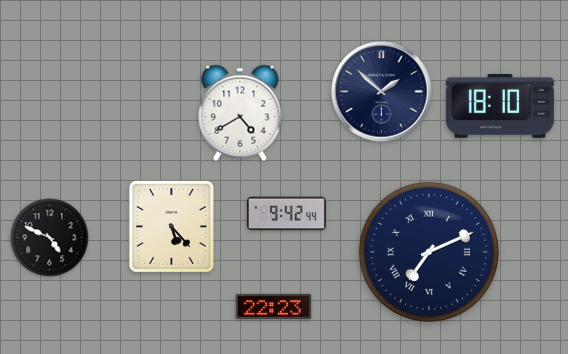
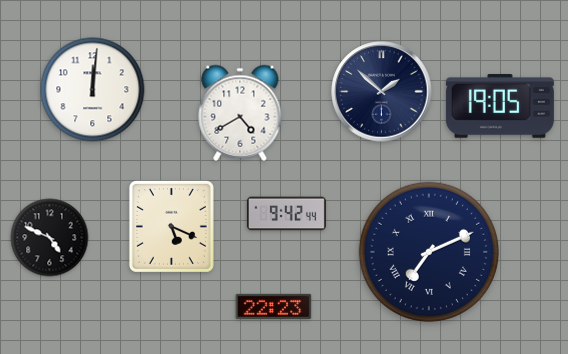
clock at (93, 90): none -> 12:01
clock at (500, 106): 18:10 -> 19:05
clock at (171, 226): 5:23 -> 5:19
